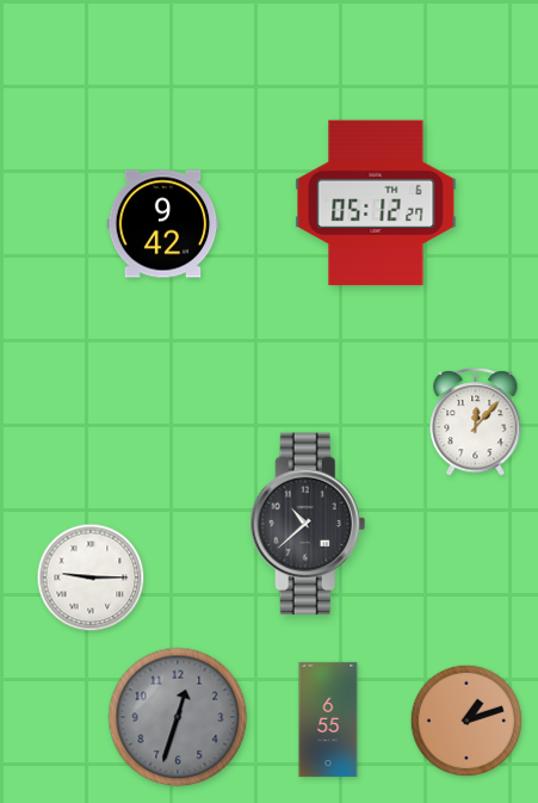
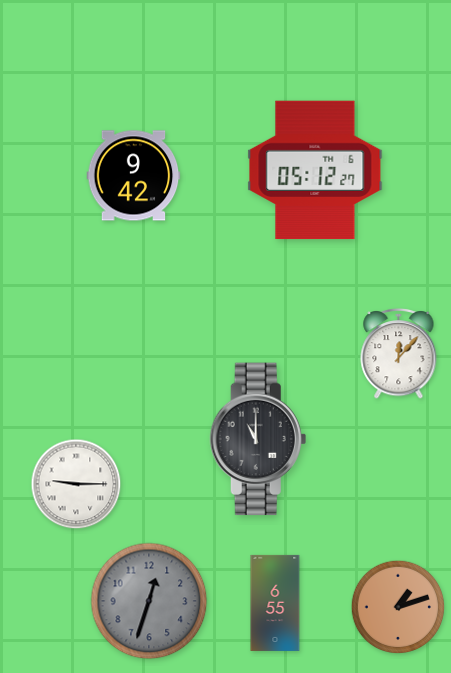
clock at (163, 224) position: (163, 224) -> (134, 176)
clock at (308, 524): 10:38 -> 11:00
clock at (466, 721) position: (466, 721) -> (398, 607)
